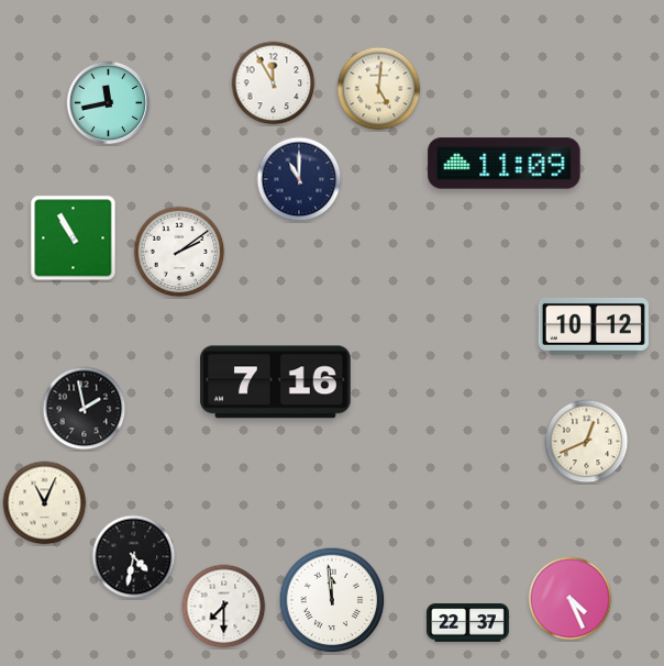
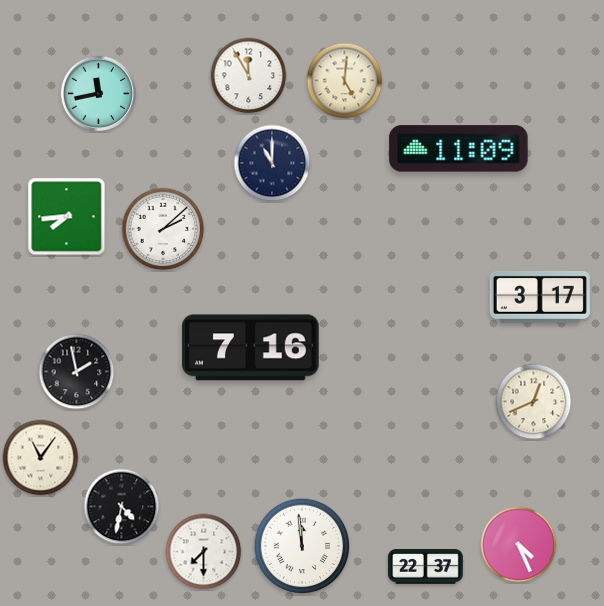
clock at (74, 238): 10:55 -> 7:44
clock at (179, 252): 2:09 -> 2:08
clock at (594, 326): 10:12 -> 3:17
clock at (45, 503): 11:04 -> 11:06
